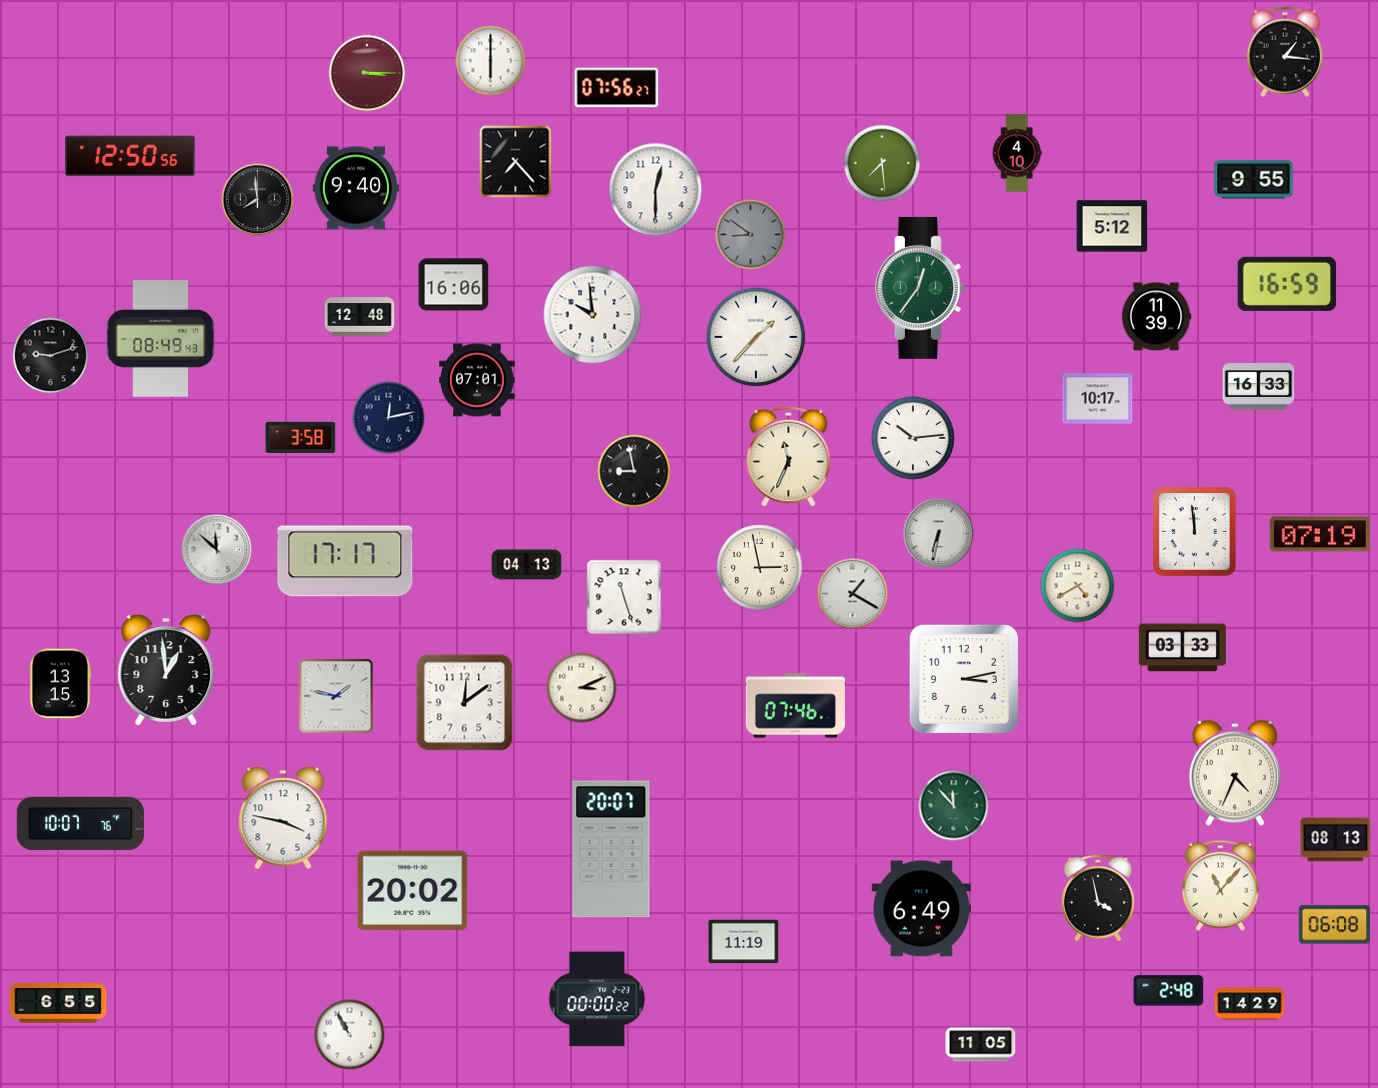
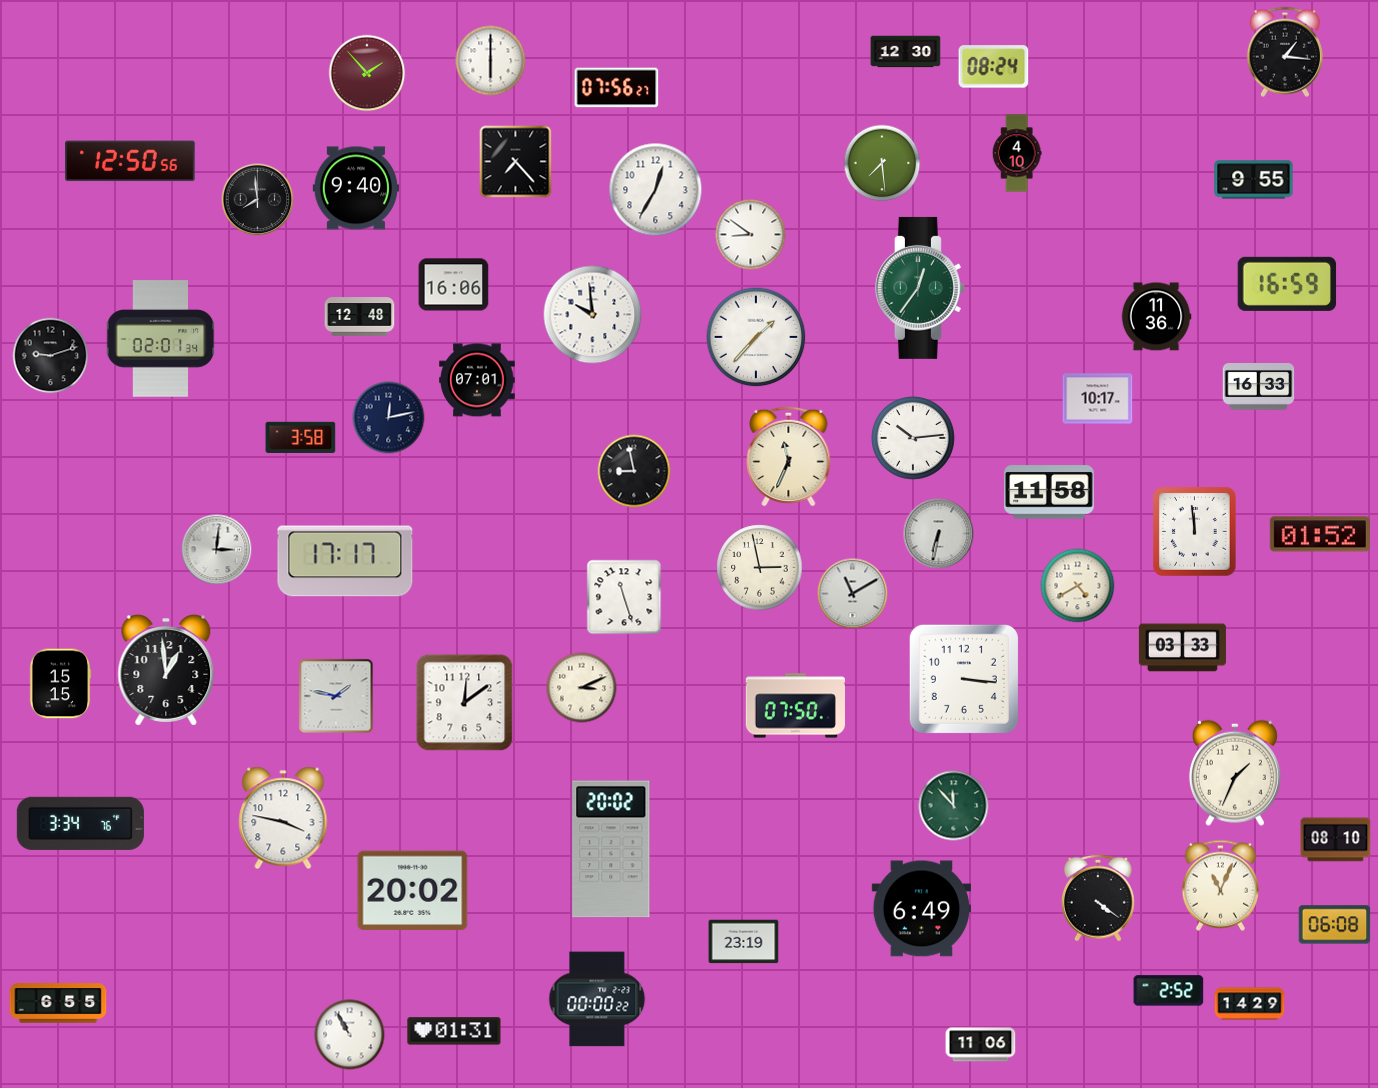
clock at (906, 52): none -> 12:30
clock at (994, 67): none -> 08:24
clock at (367, 73): 3:15 -> 1:53
clock at (130, 156) position: (130, 156) -> (130, 161)
clock at (656, 190): 12:30 -> 12:35
clock at (1112, 226): 5:12 -> none
clock at (751, 235) dial: grey -> white
clock at (1156, 317): 11:39 -> 11:36
clock at (161, 339): 08:49 -> 02:01
clock at (1049, 492): none -> 11:58
clock at (1320, 534): 07:19 -> 01:52
clock at (217, 550): 11:52 -> 3:01
clock at (527, 565): 04:13 -> none
clock at (853, 594): 1:20 -> 11:10
clock at (964, 679): 3:13 -> 3:16
clock at (60, 684): 13:15 -> 15:15
clock at (795, 706): 07:46 -> 07:50
clock at (1235, 773): 4:34 -> 1:34
clock at (80, 823): 10:07 -> 3:34
clock at (1336, 840): 08:13 -> 08:10
clock at (611, 849): 20:07 -> 20:02
clock at (1220, 885): 11:07 -> 11:04
clock at (1098, 898): 3:58 -> 4:21
clock at (744, 942): 11:19 -> 23:19
clock at (1169, 991): 2:48 -> 2:52
clock at (454, 1031): none -> 01:31
clock at (981, 1045): 11:05 -> 11:06
